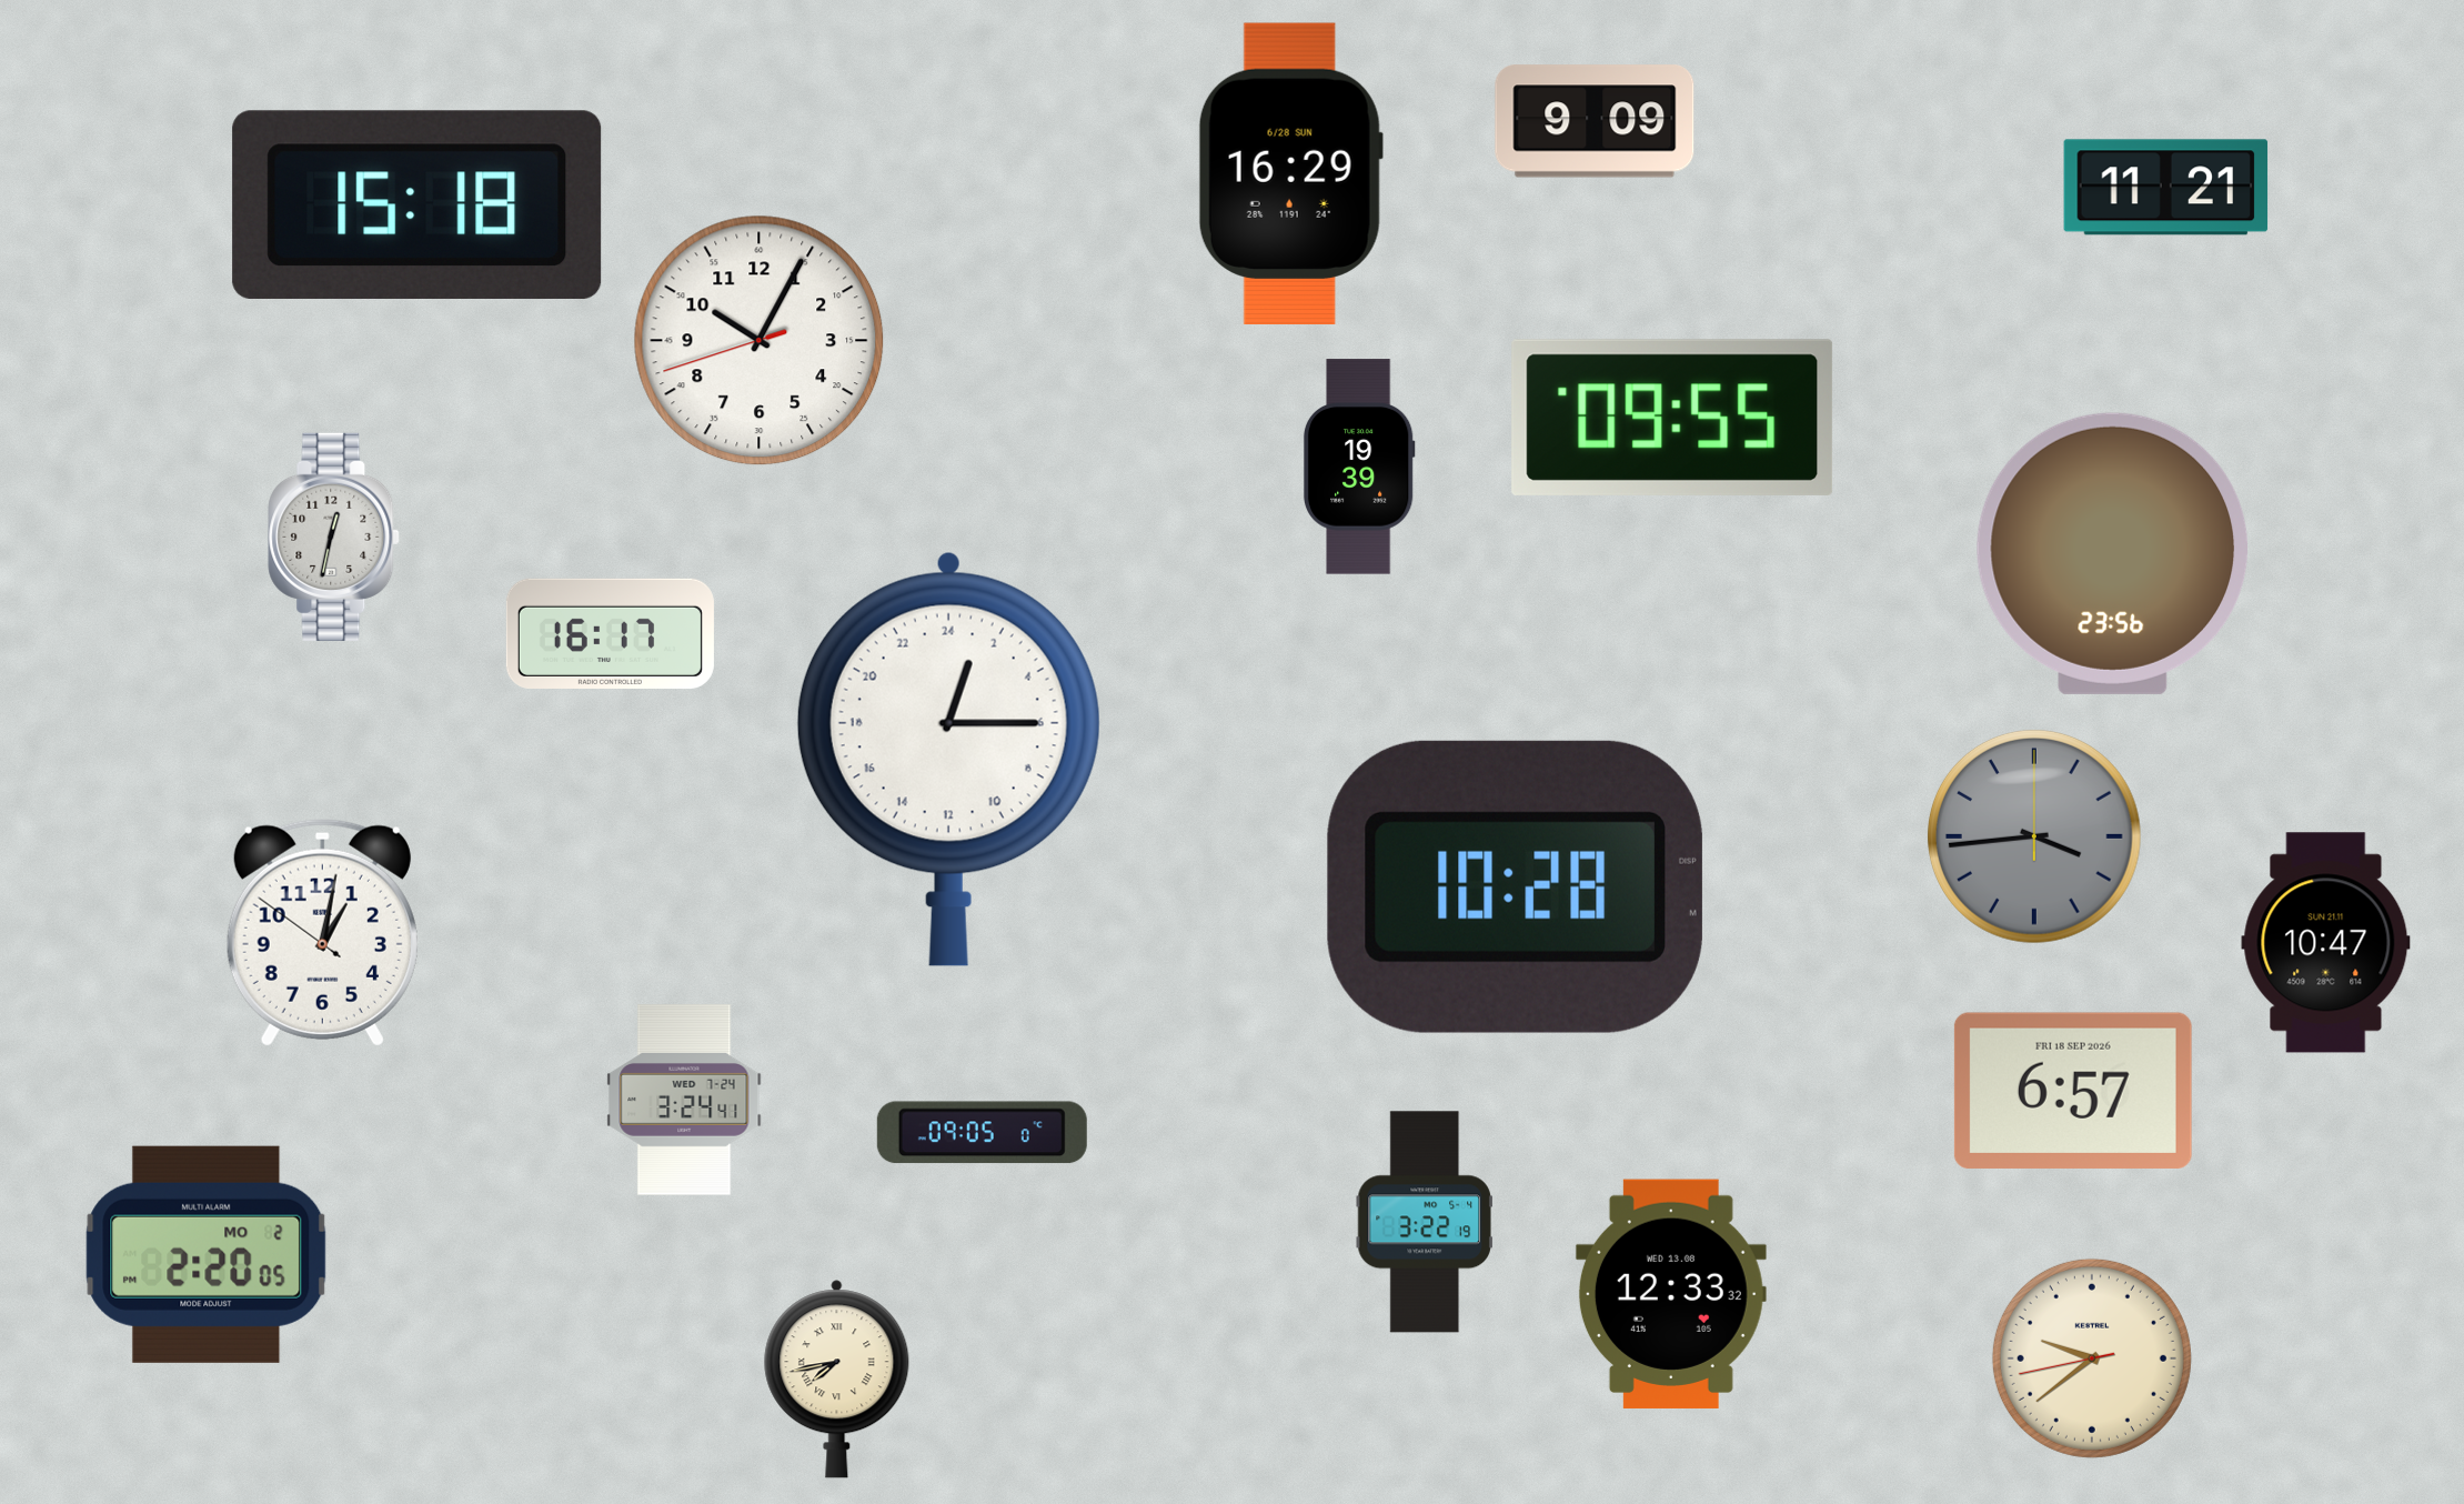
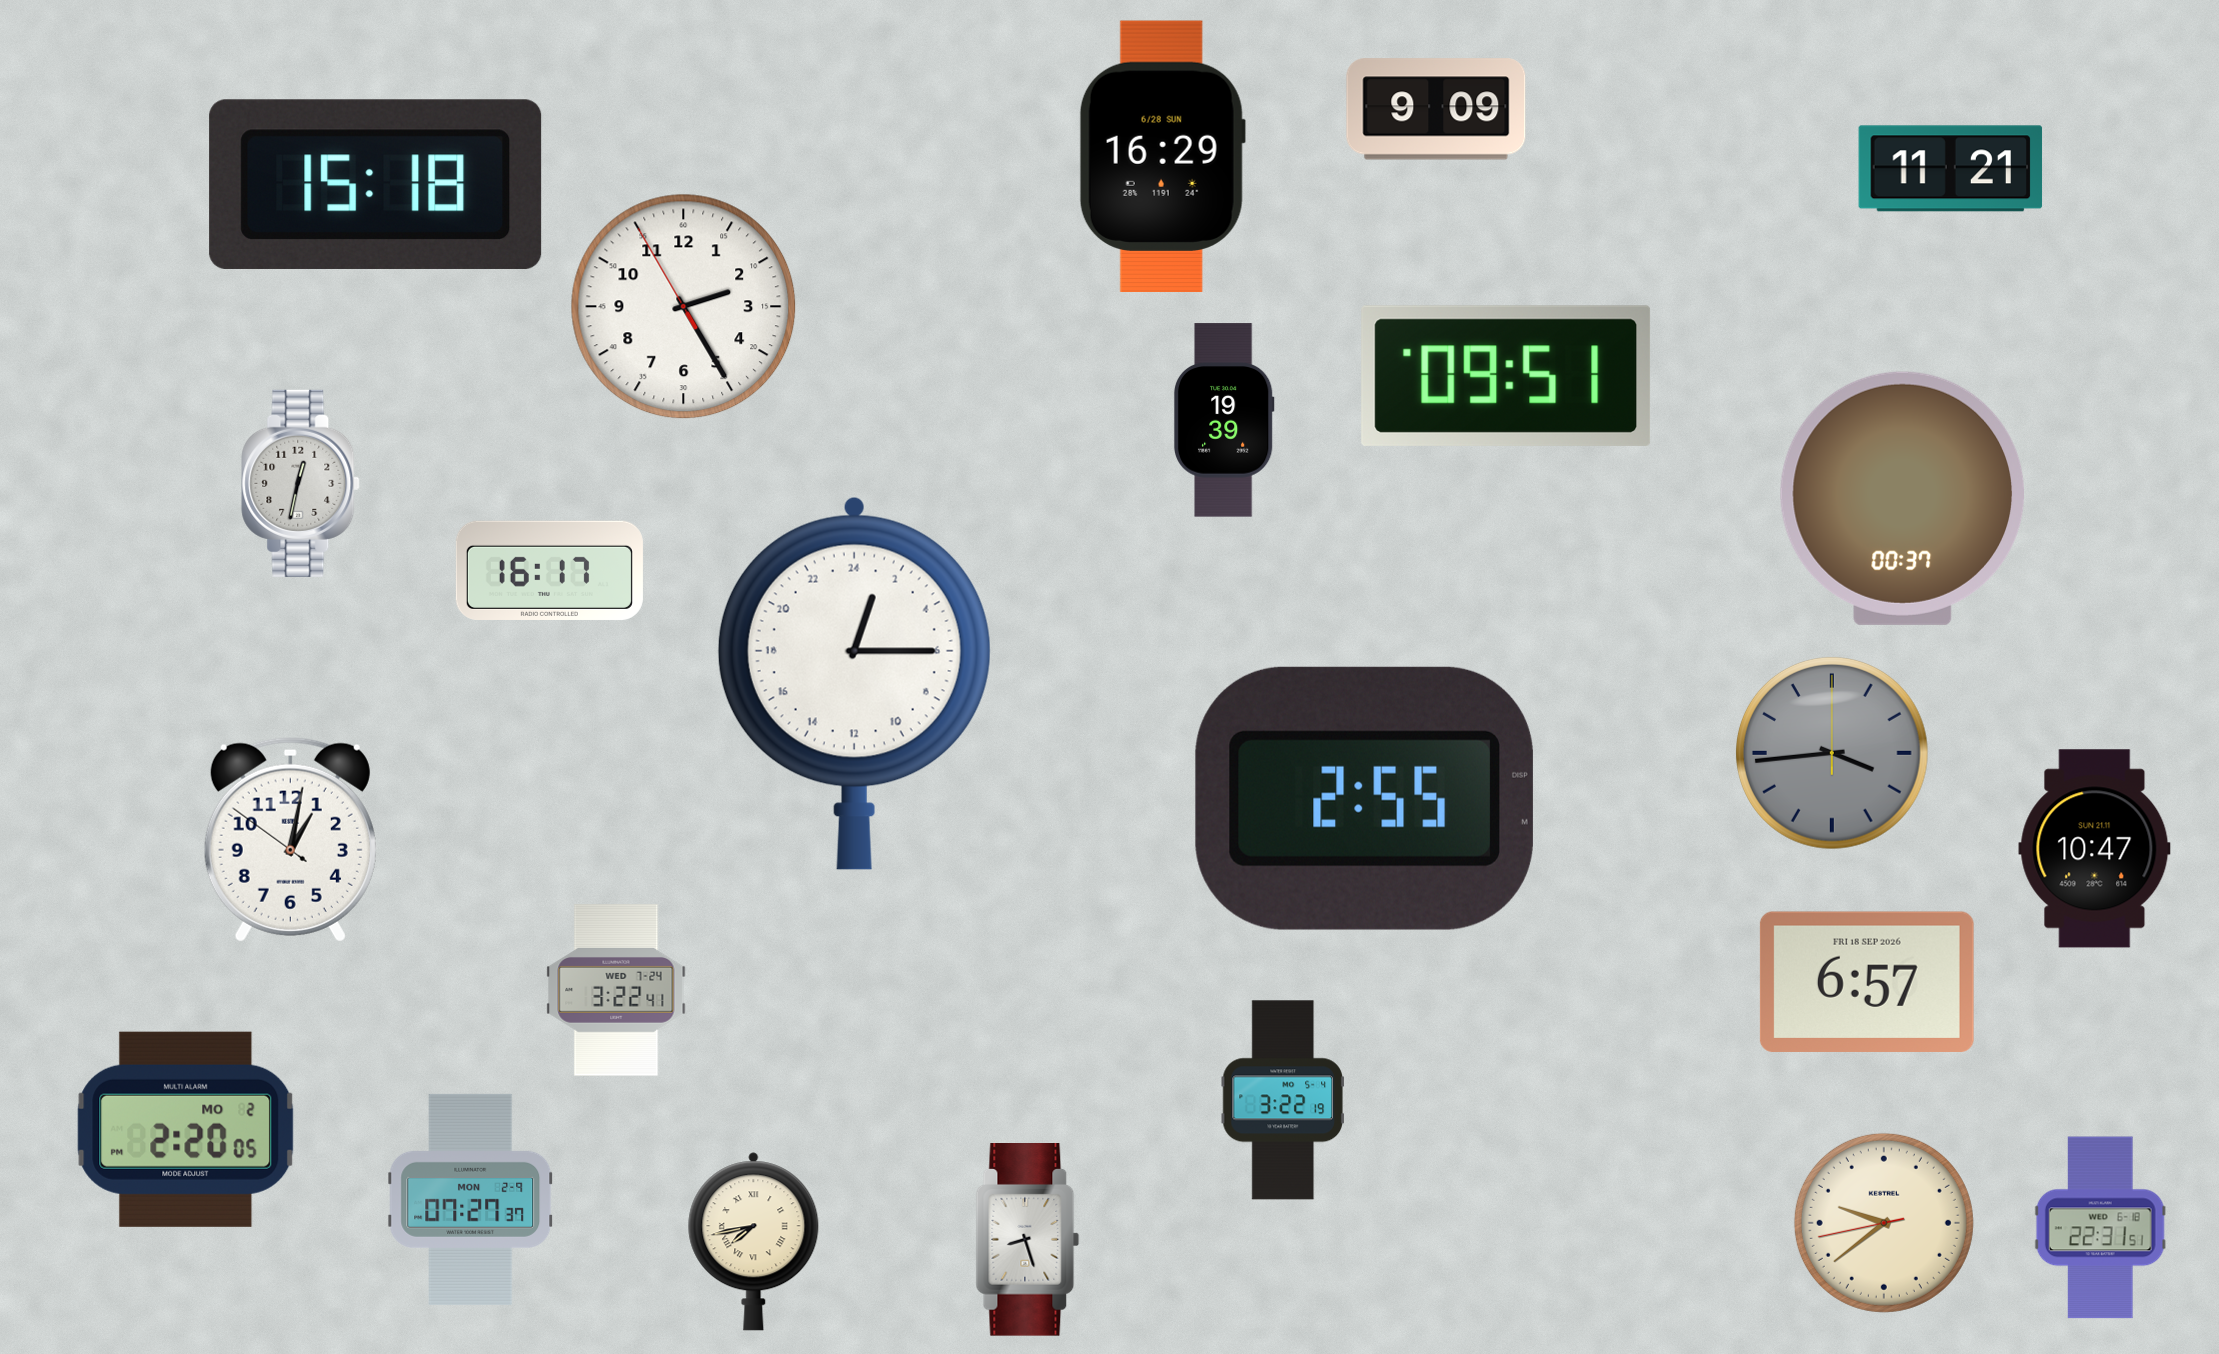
clock at (760, 341): 10:04 -> 2:24
clock at (1672, 418): 09:55 -> 09:51
clock at (2112, 553): 23:56 -> 00:37
clock at (1515, 886): 10:28 -> 2:55
clock at (684, 1100): 3:24 -> 3:22
clock at (982, 1133): 09:05 -> none
clock at (1671, 1294): 12:33 -> none
clock at (471, 1199): none -> 07:27
clock at (2100, 1228): none -> 22:31
clock at (1028, 1240): none -> 8:27
